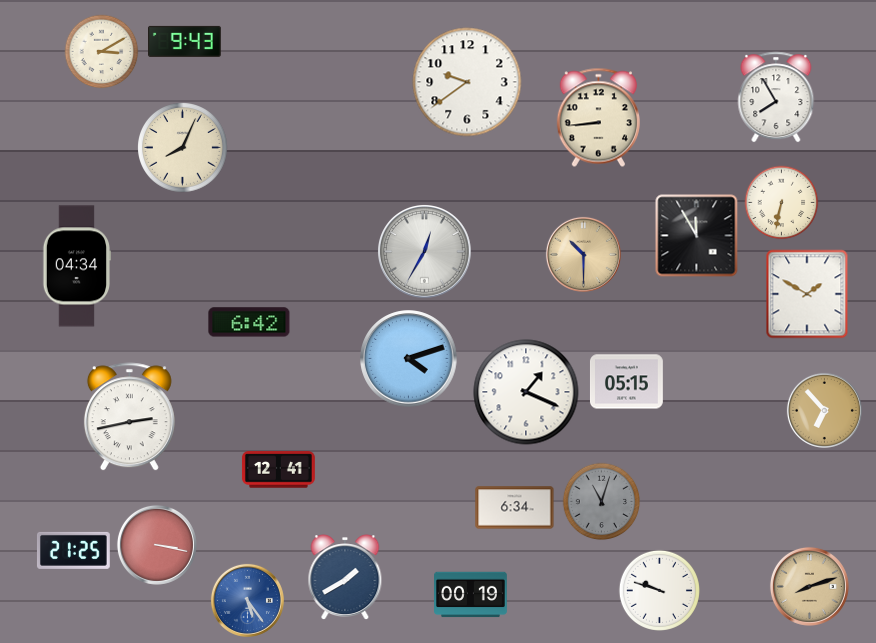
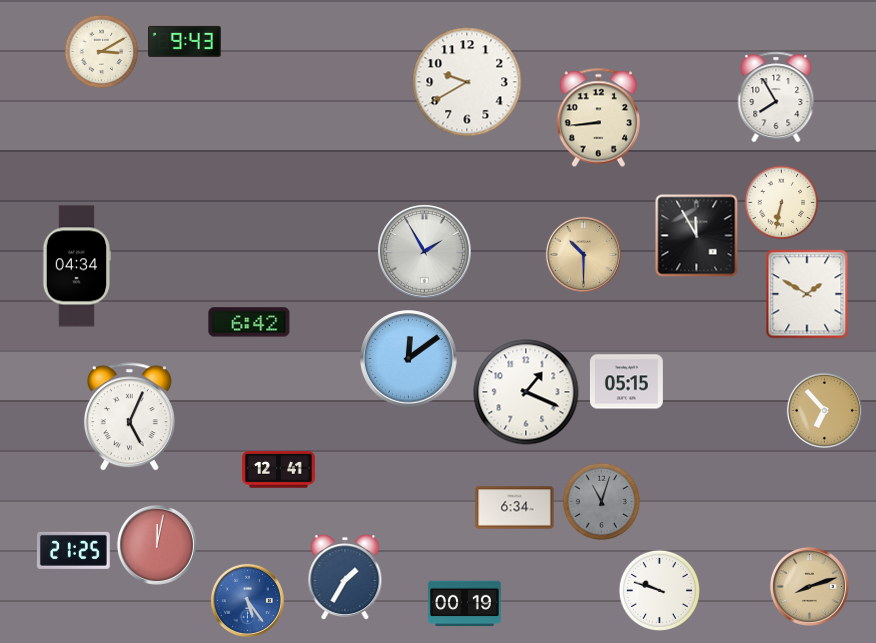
clock at (467, 82): 9:39 -> 9:40
clock at (183, 148): 8:04 -> none
clock at (425, 252): 12:35 -> 1:55
clock at (409, 359): 4:12 -> 12:09
clock at (129, 417): 2:43 -> 5:04
clock at (157, 545): 3:17 -> 12:02
clock at (345, 577): 1:40 -> 1:35
clock at (471, 595) position: (471, 595) -> (465, 604)
